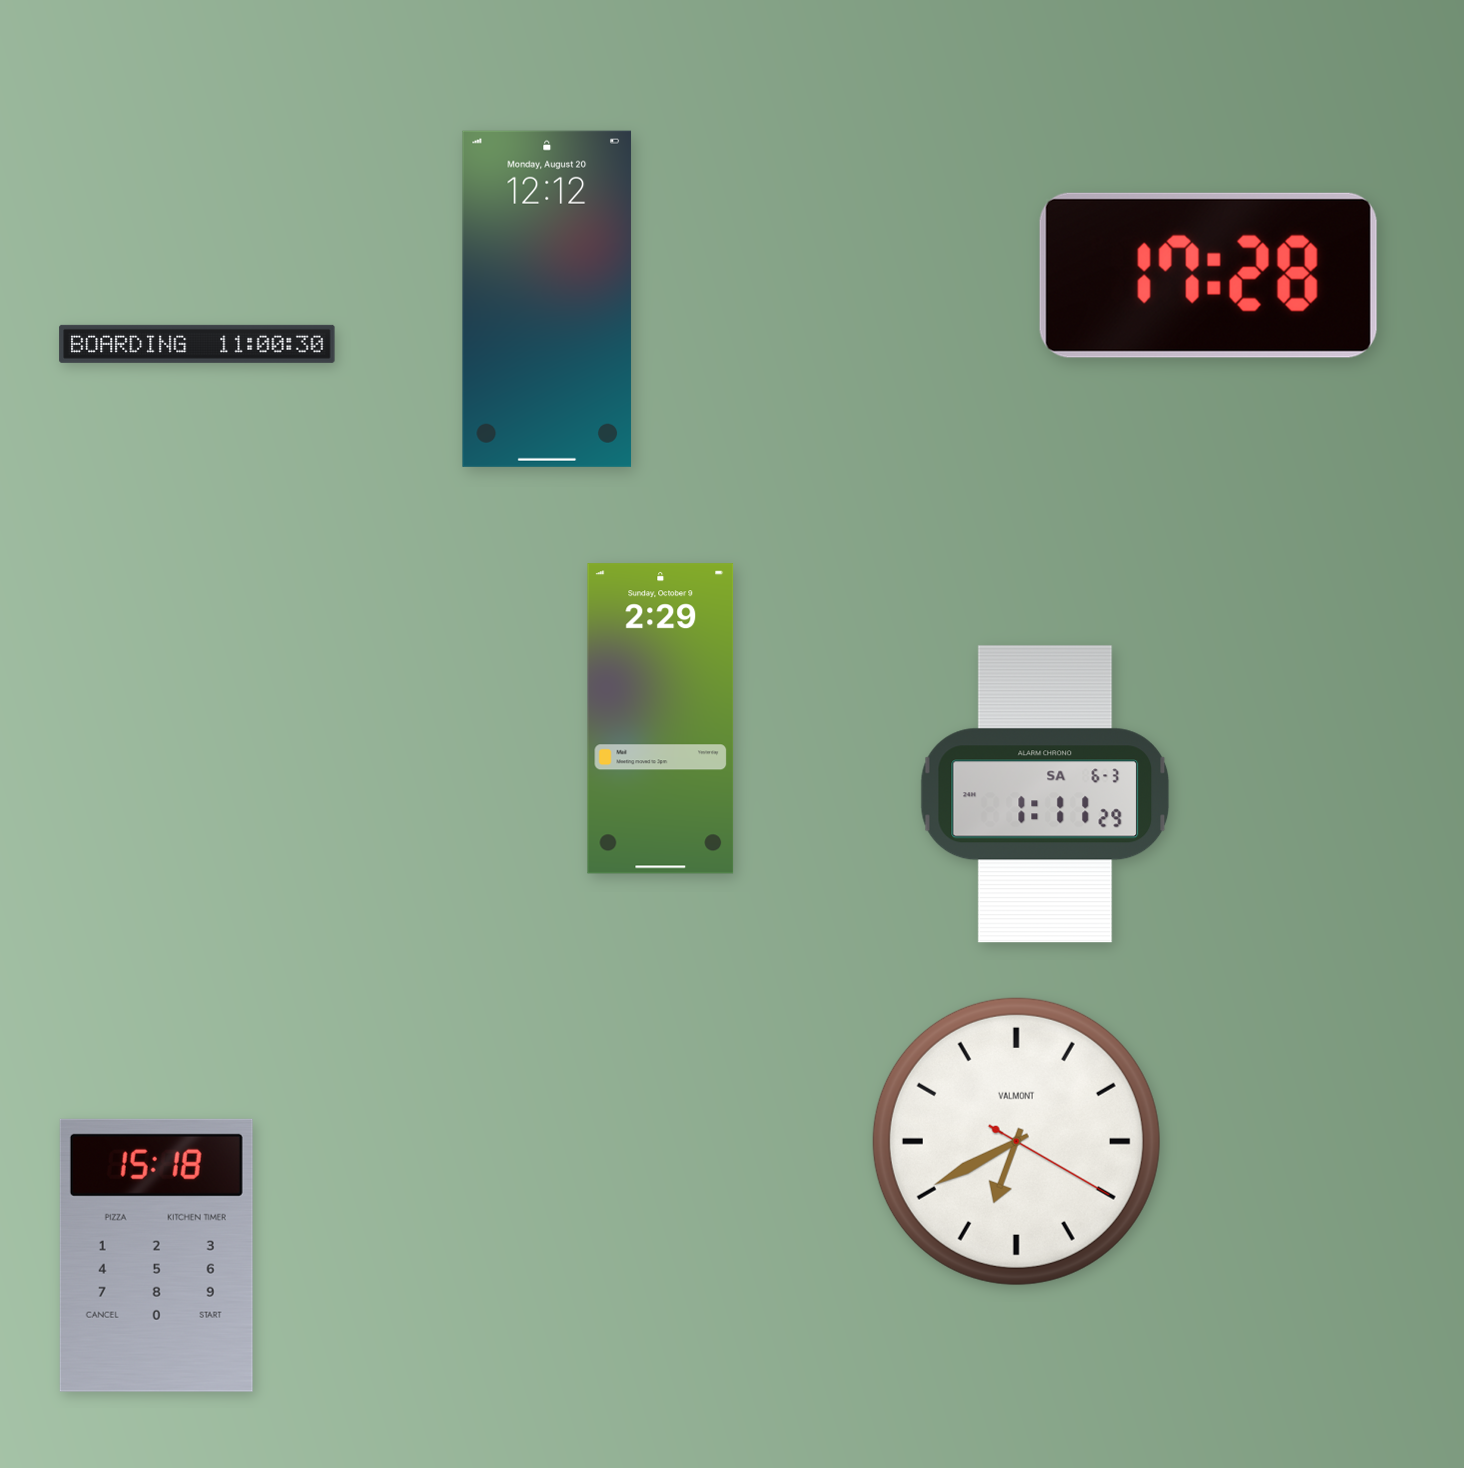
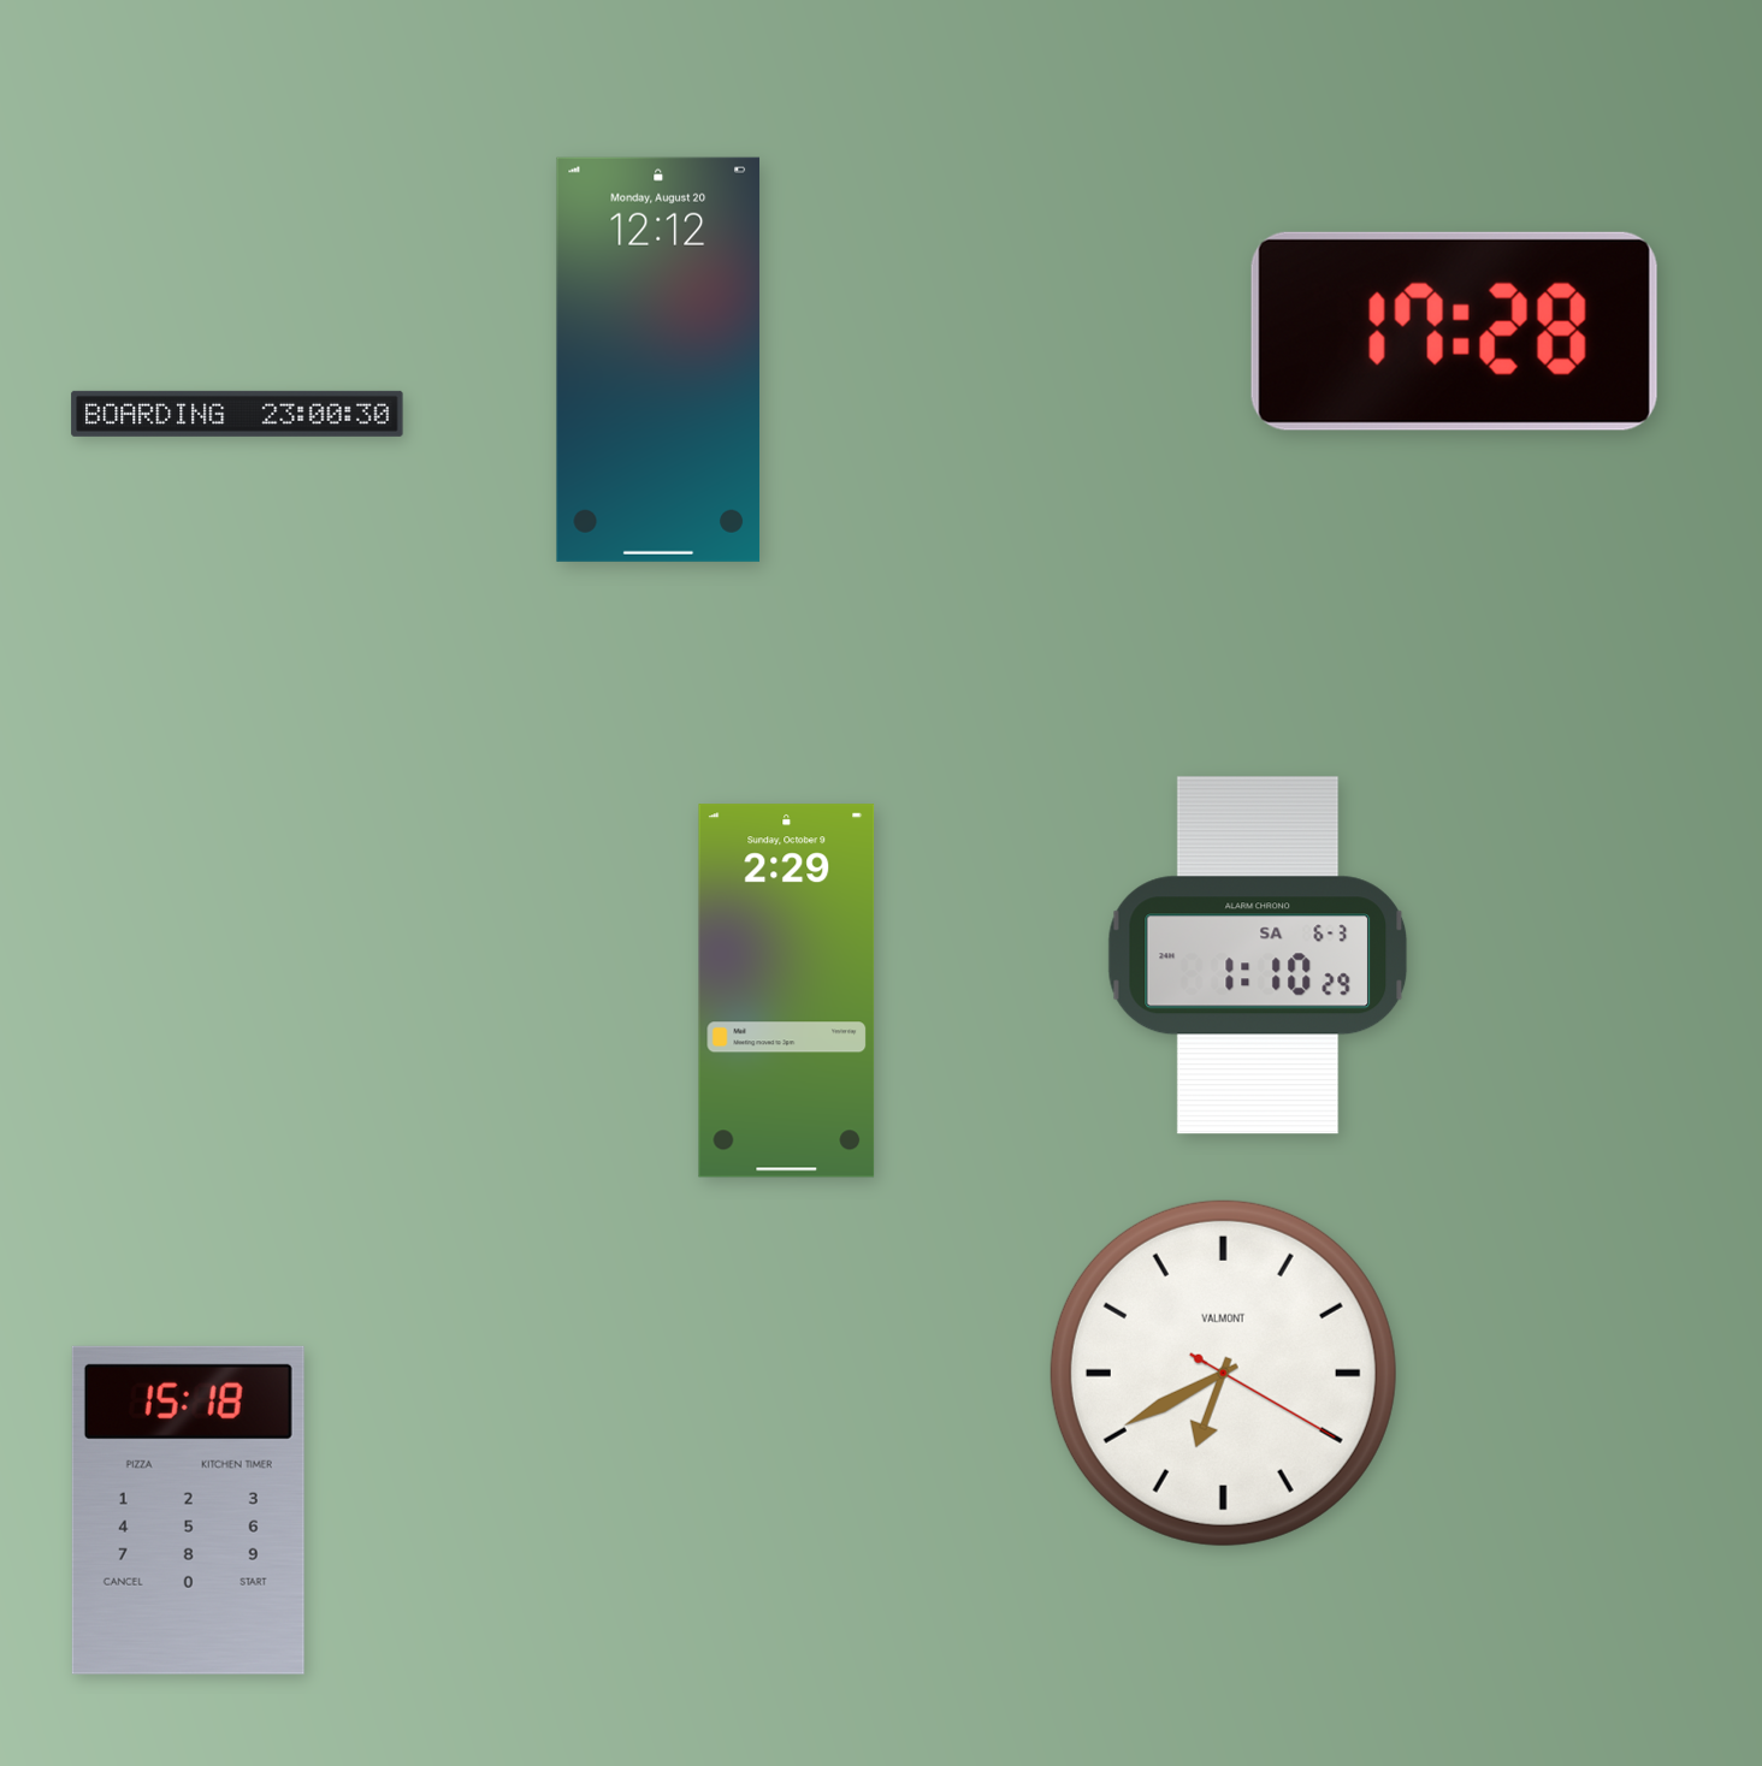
clock at (197, 344): 11:00 -> 23:00
clock at (661, 719) position: (661, 719) -> (787, 991)
clock at (1045, 794): 1:11 -> 1:10
